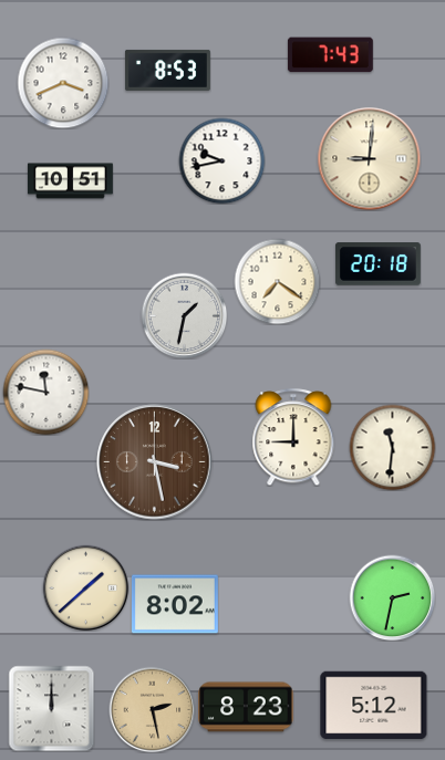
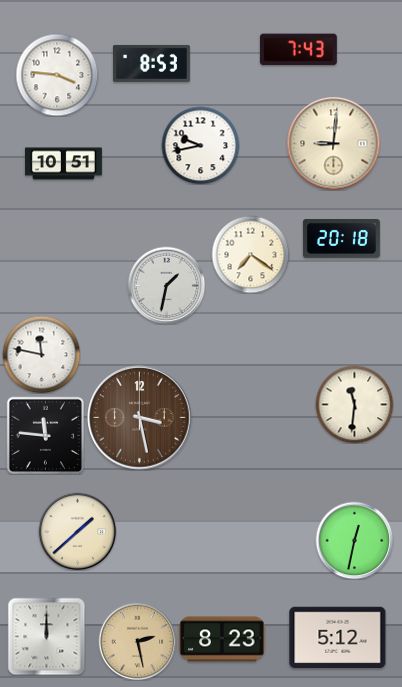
clock at (63, 83): 3:41 -> 3:46
clock at (293, 437): 9:00 -> none
clock at (45, 435): none -> 11:46
clock at (392, 597): 2:32 -> 12:32
clock at (175, 604): 8:02 -> none
clock at (51, 708) position: (51, 708) -> (46, 636)
